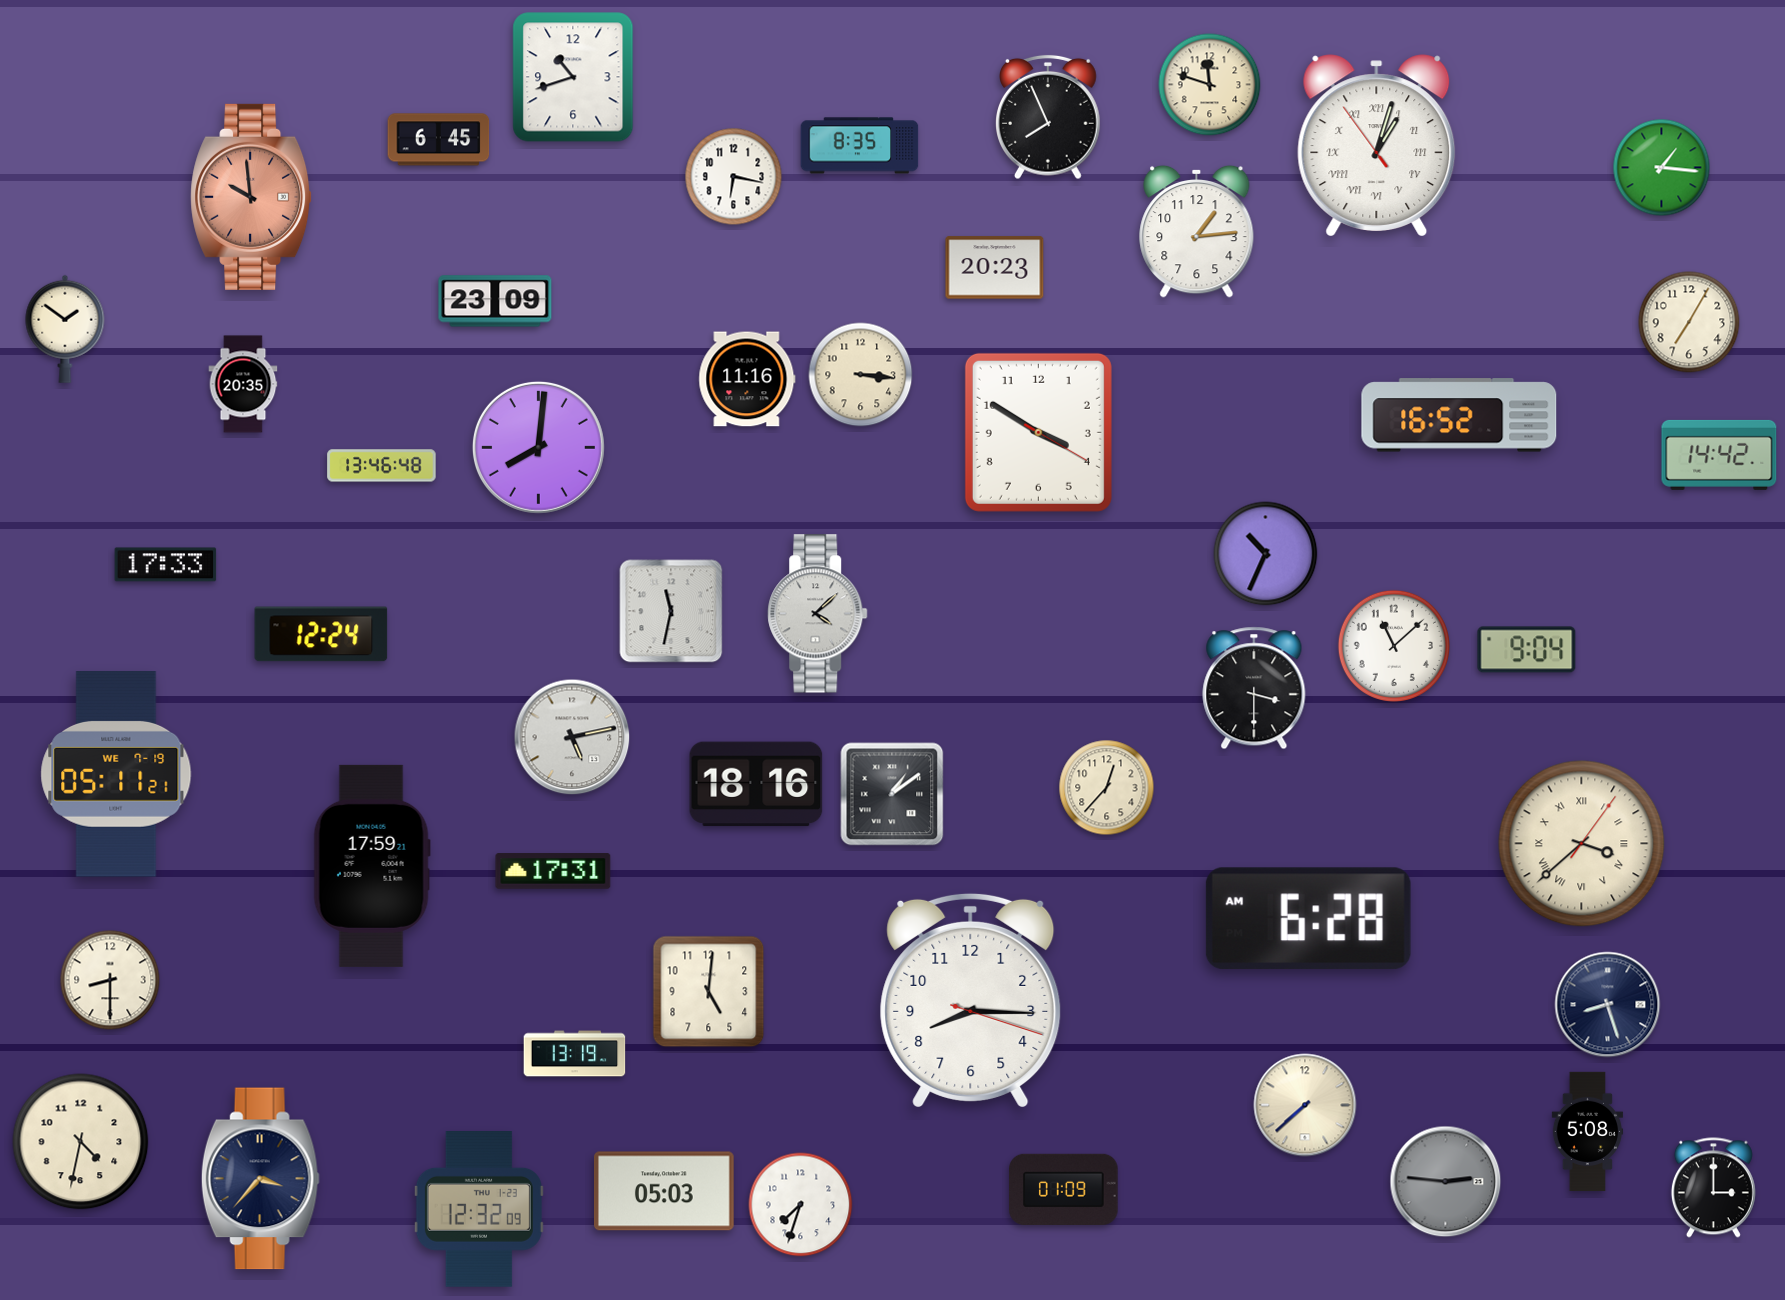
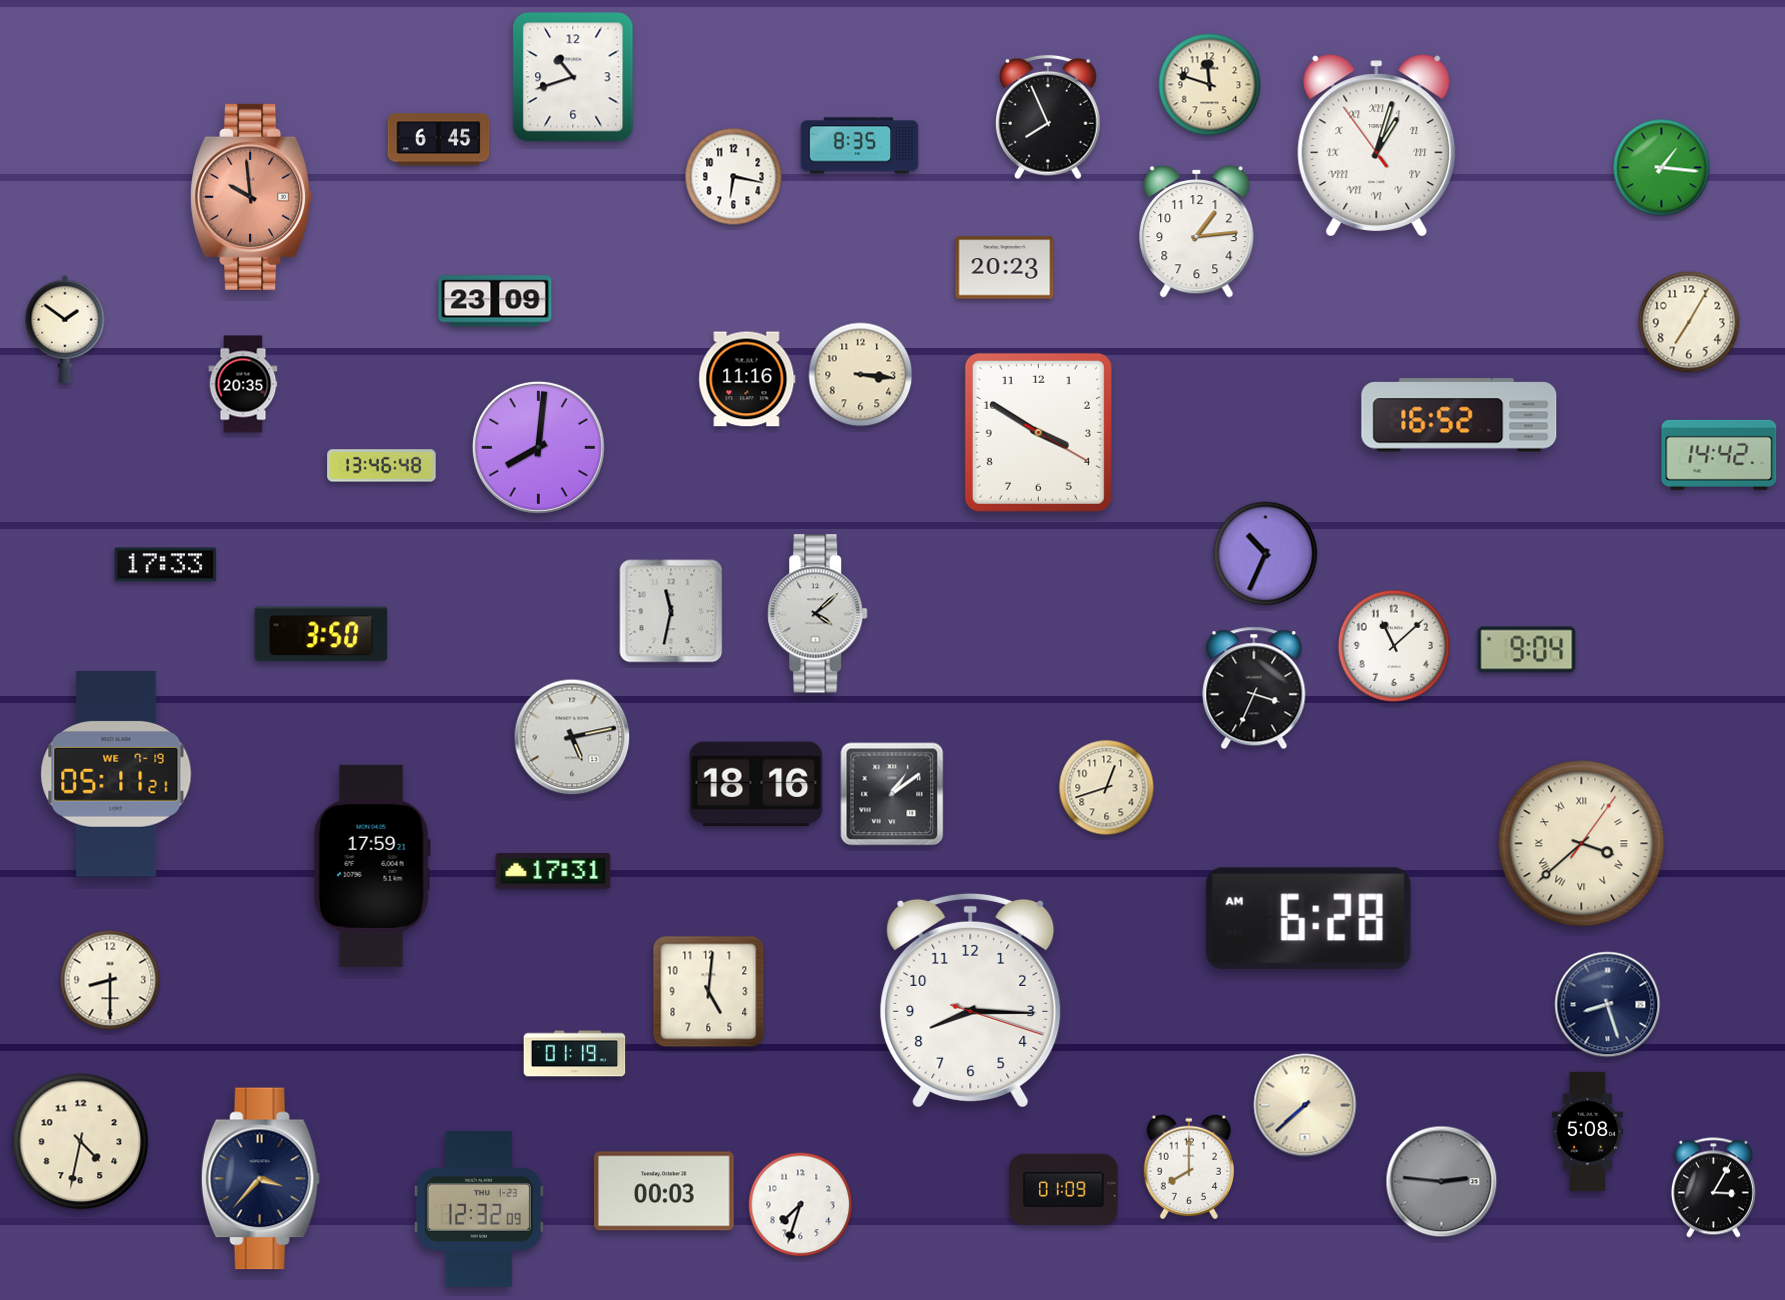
clock at (995, 268) position: (995, 268) -> (1005, 268)
clock at (321, 634): 12:24 -> 3:50
clock at (1254, 688): 3:30 -> 3:34
clock at (1107, 788): 12:37 -> 12:42
clock at (575, 1054): 13:19 -> 01:19
clock at (1189, 1167): none -> 8:00
clock at (1446, 1182) position: (1446, 1182) -> (1442, 1182)
clock at (1713, 1188): 3:00 -> 3:05
clock at (665, 1191): 05:03 -> 00:03
